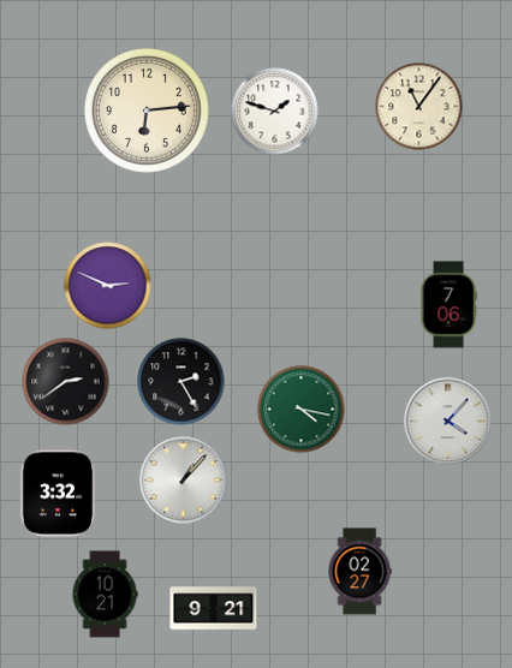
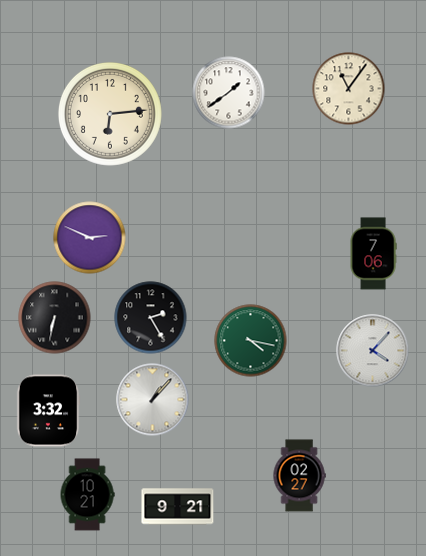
clock at (147, 111) position: (147, 111) -> (110, 114)
clock at (275, 112): 1:48 -> 1:39
clock at (66, 382): 2:39 -> 6:32
